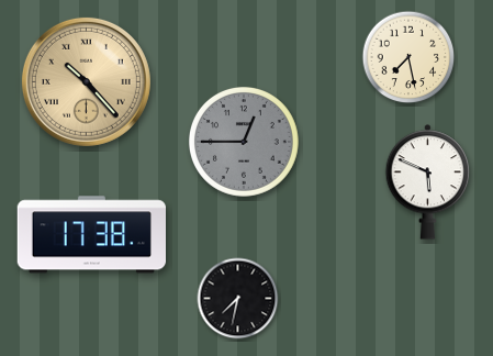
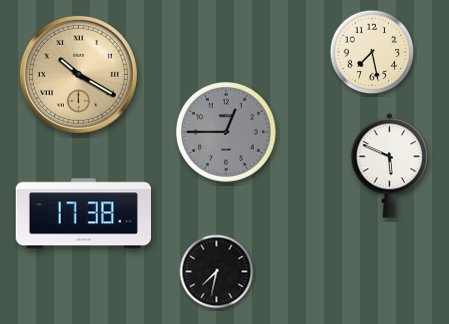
clock at (86, 81): 10:23 -> 10:20
clock at (244, 142) position: (244, 142) -> (226, 132)
